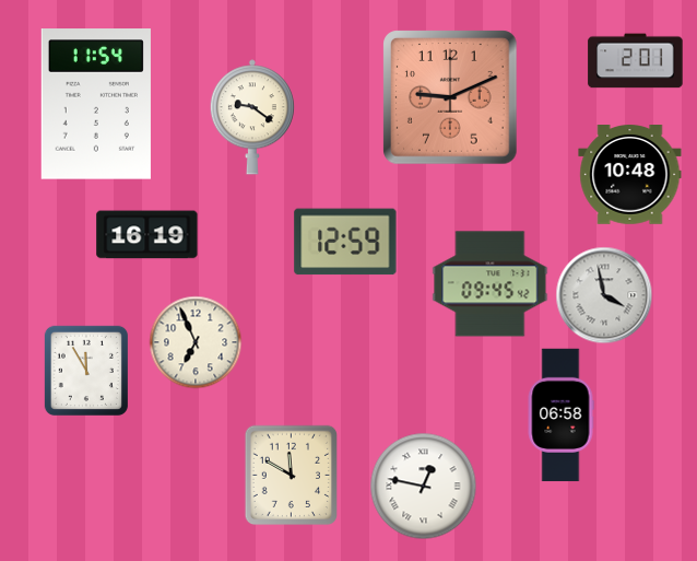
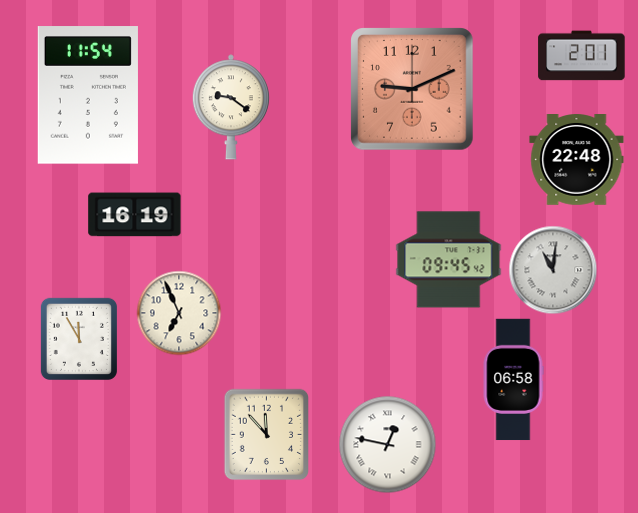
clock at (630, 175): 10:48 -> 22:48
clock at (345, 242): 12:59 -> none
clock at (604, 295): 3:58 -> 11:01
clock at (292, 475): 11:50 -> 11:53
